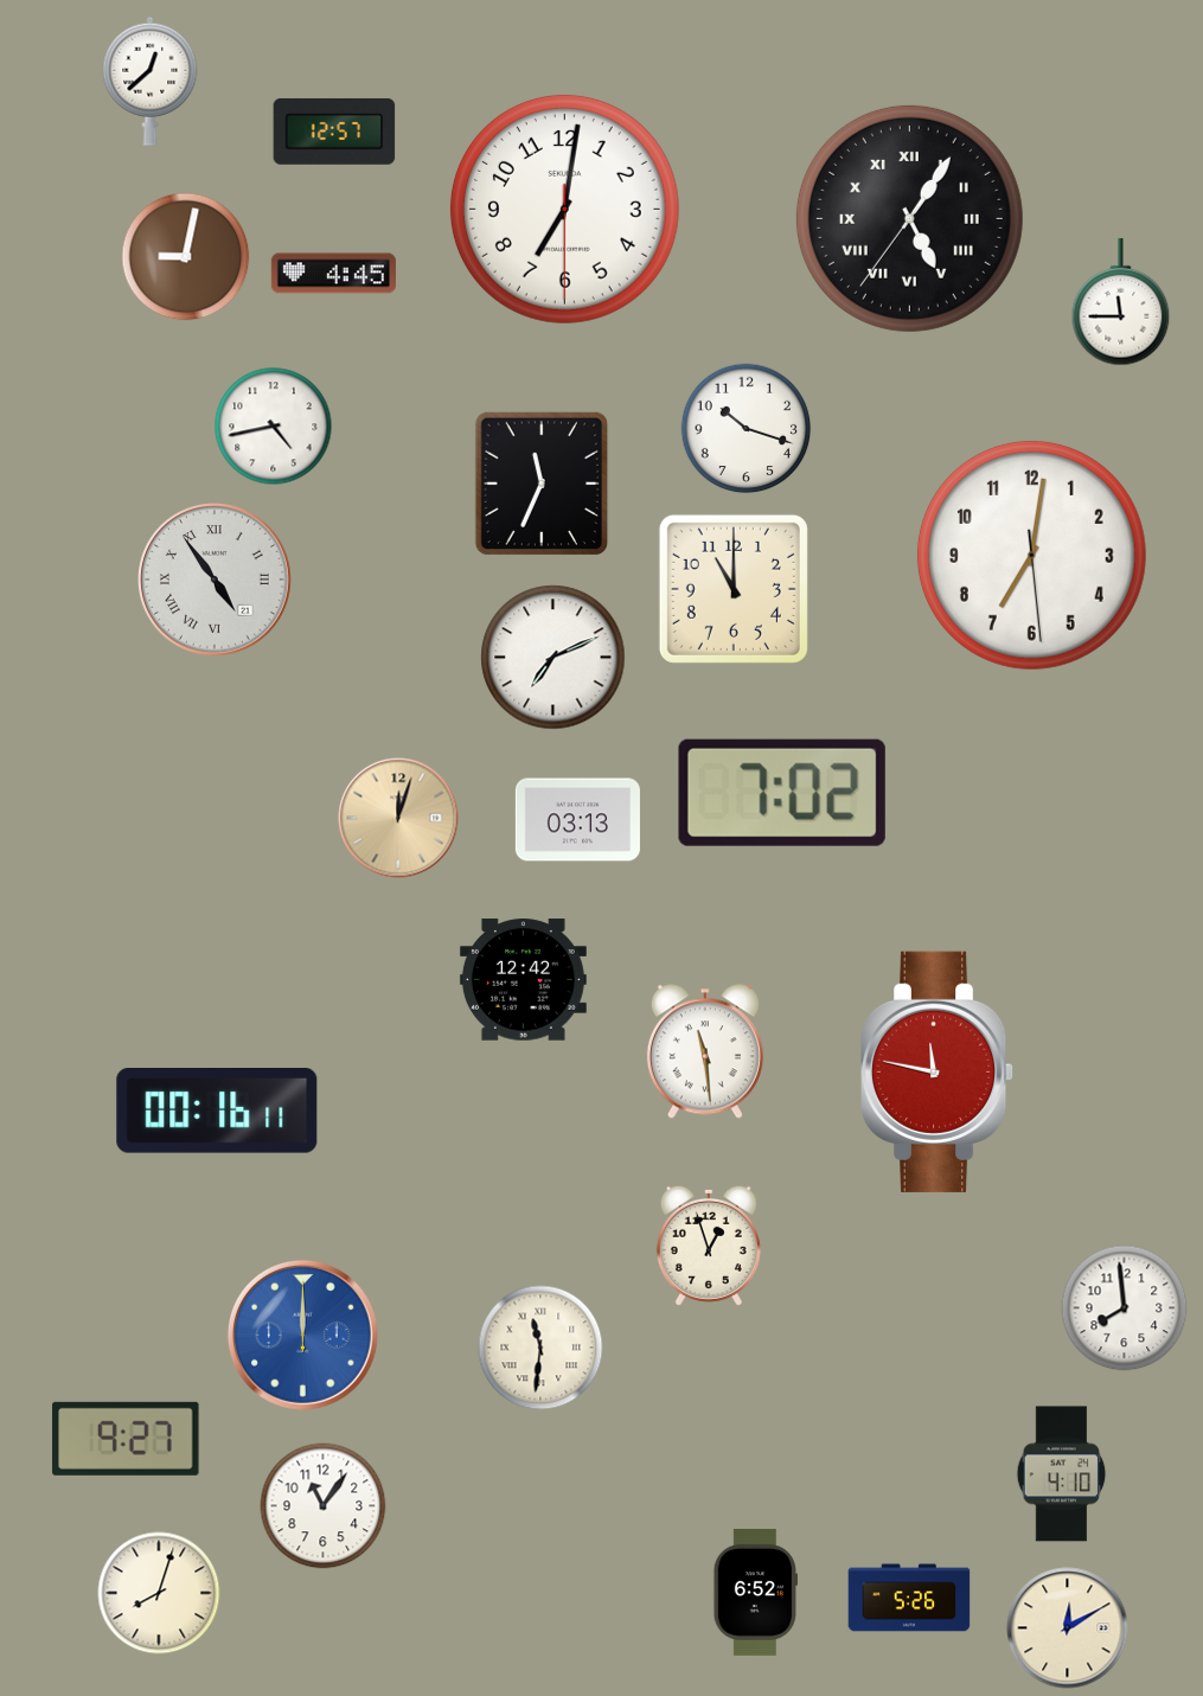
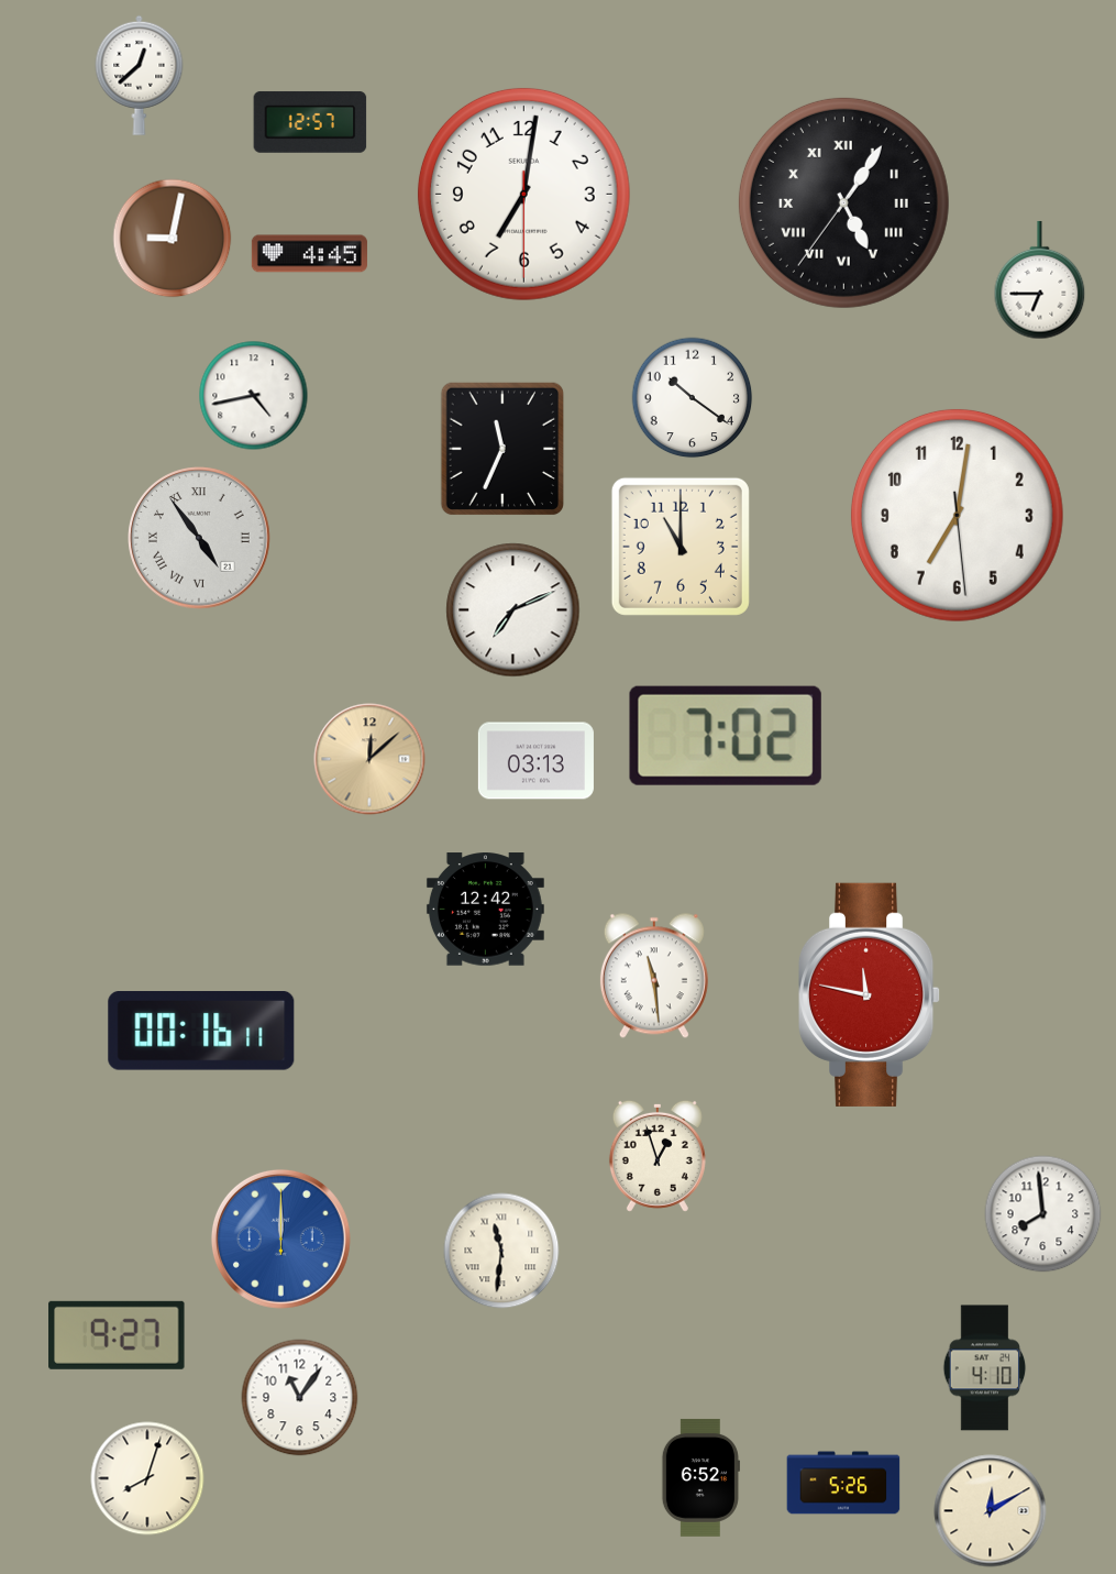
clock at (1121, 302): 11:45 -> 6:45
clock at (747, 429): 10:18 -> 10:21
clock at (398, 818): 12:03 -> 12:08
